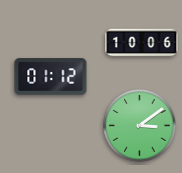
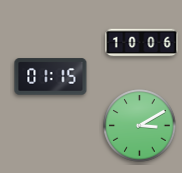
clock at (51, 77): 01:12 -> 01:15
clock at (140, 126): 3:09 -> 3:10
